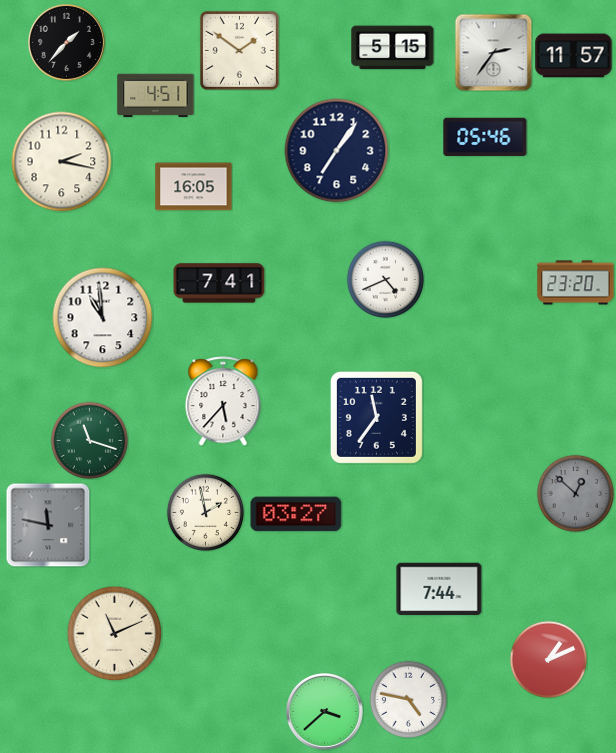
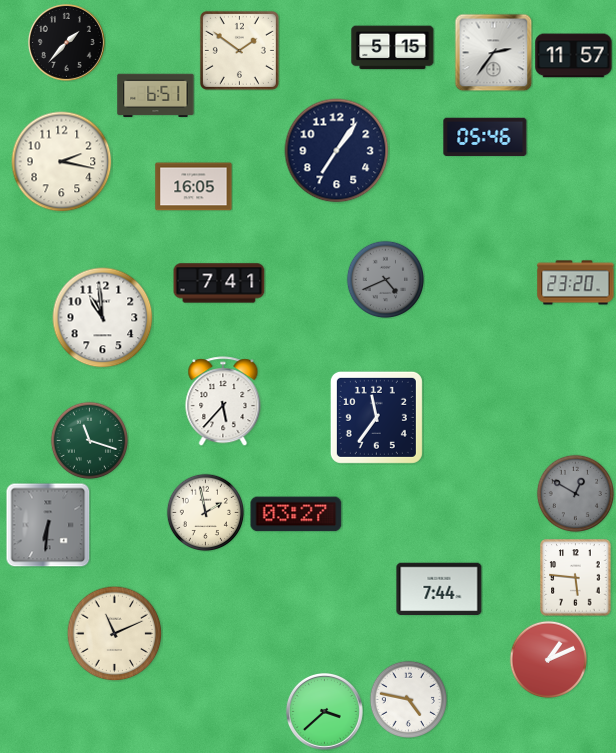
clock at (156, 96): 4:51 -> 6:51
clock at (385, 279) dial: white -> grey
clock at (575, 493): 12:52 -> 12:50
clock at (48, 525): 11:47 -> 6:31
clock at (576, 578): none -> 5:46
